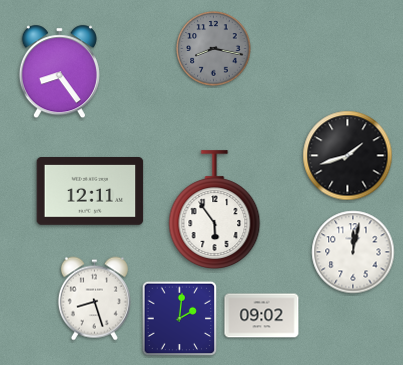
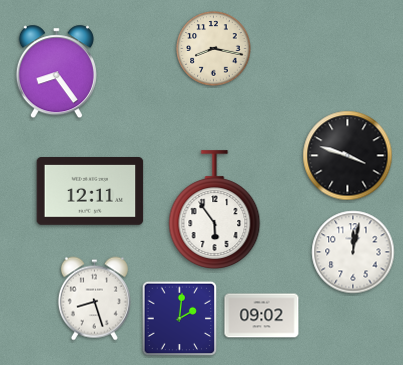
clock at (214, 49) dial: grey -> cream
clock at (59, 72) position: (59, 72) -> (56, 72)
clock at (348, 156): 1:42 -> 3:48
